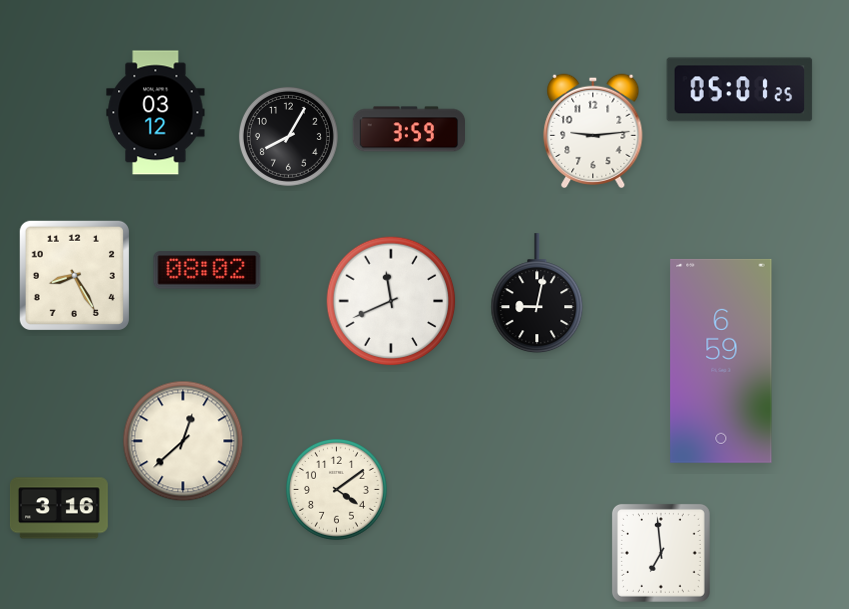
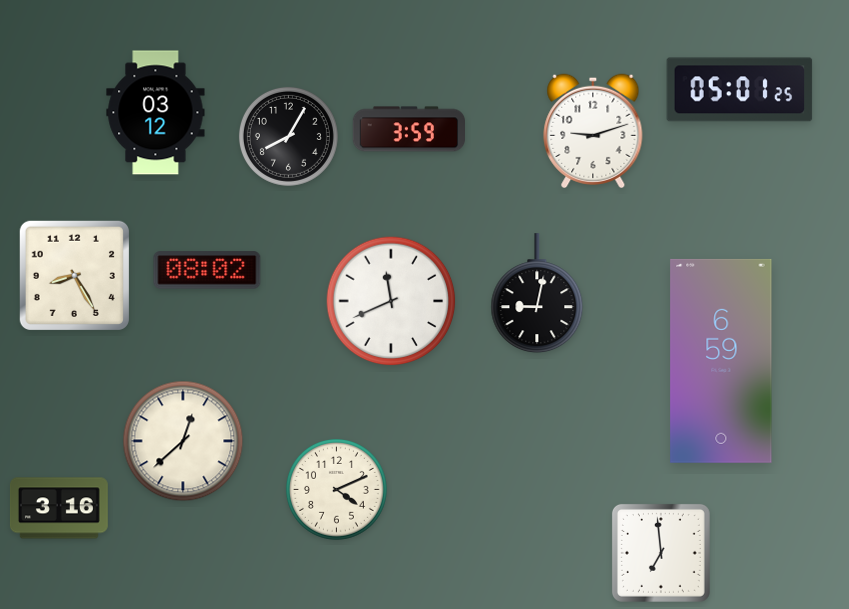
clock at (593, 131): 9:14 -> 9:12
clock at (336, 489): 4:09 -> 4:11
